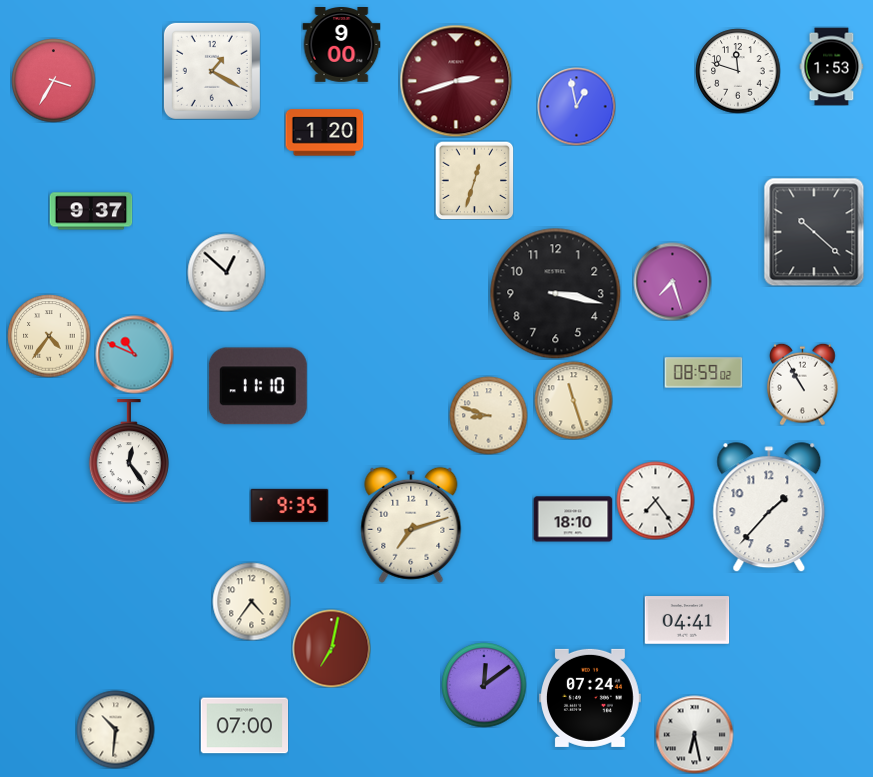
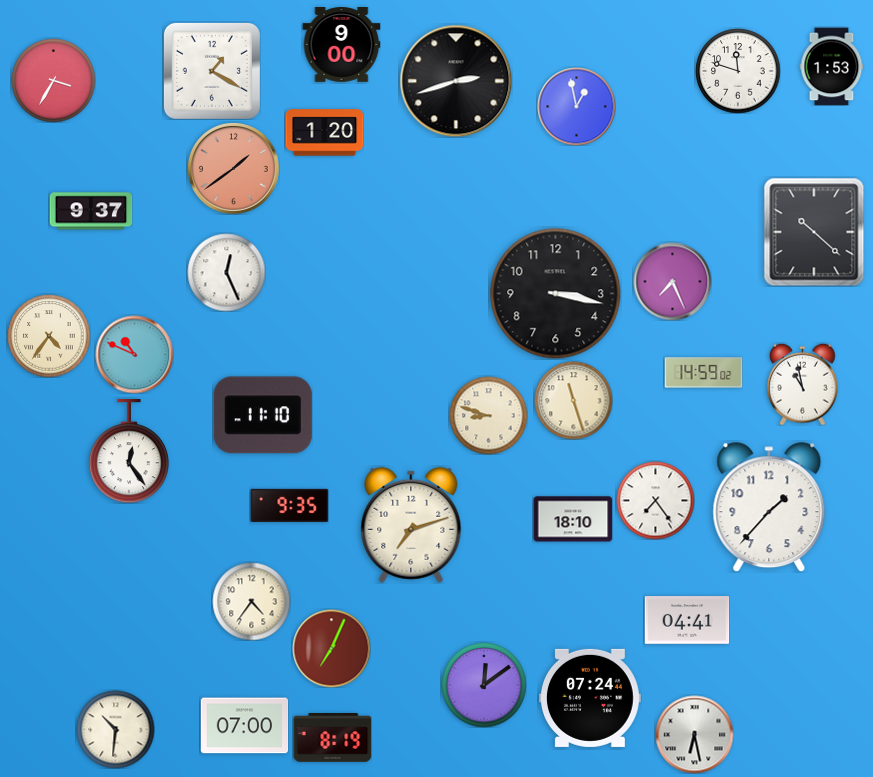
clock at (456, 81) dial: burgundy -> black
clock at (233, 168): none -> 1:39
clock at (474, 180): 12:33 -> none
clock at (226, 272): 12:52 -> 12:26
clock at (672, 281): 7:27 -> 7:26
clock at (703, 373): 08:59 -> 14:59
clock at (803, 384): 10:55 -> 10:58
clock at (258, 386) position: (258, 386) -> (263, 415)
clock at (331, 648): 7:02 -> 7:04
clock at (332, 738): none -> 8:19
